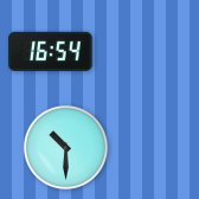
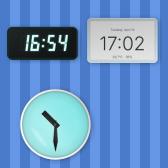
clock at (123, 40): none -> 17:02
